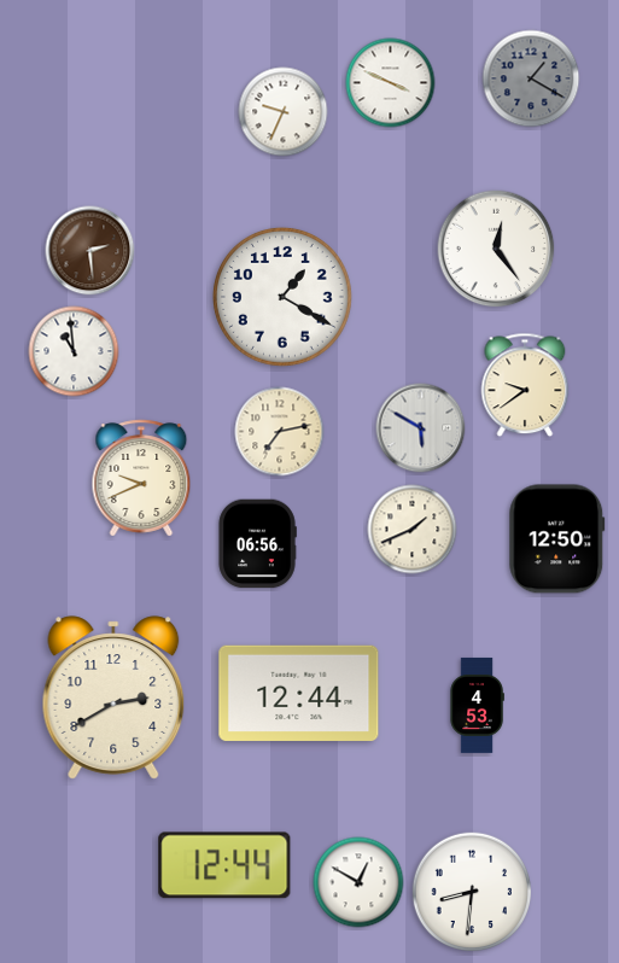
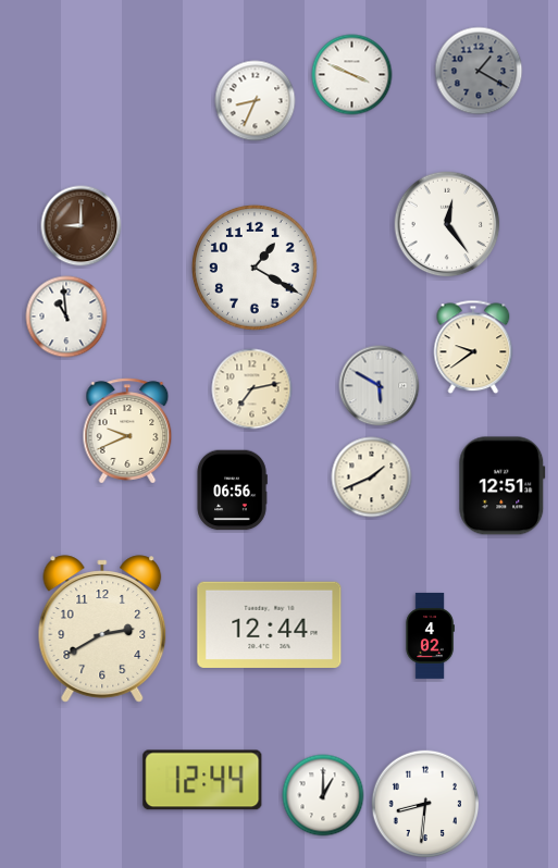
clock at (284, 112): 9:34 -> 8:34
clock at (90, 251): 2:29 -> 9:00
clock at (557, 539): 12:50 -> 12:51
clock at (477, 705): 4:53 -> 4:02
clock at (358, 882): 12:50 -> 1:00
